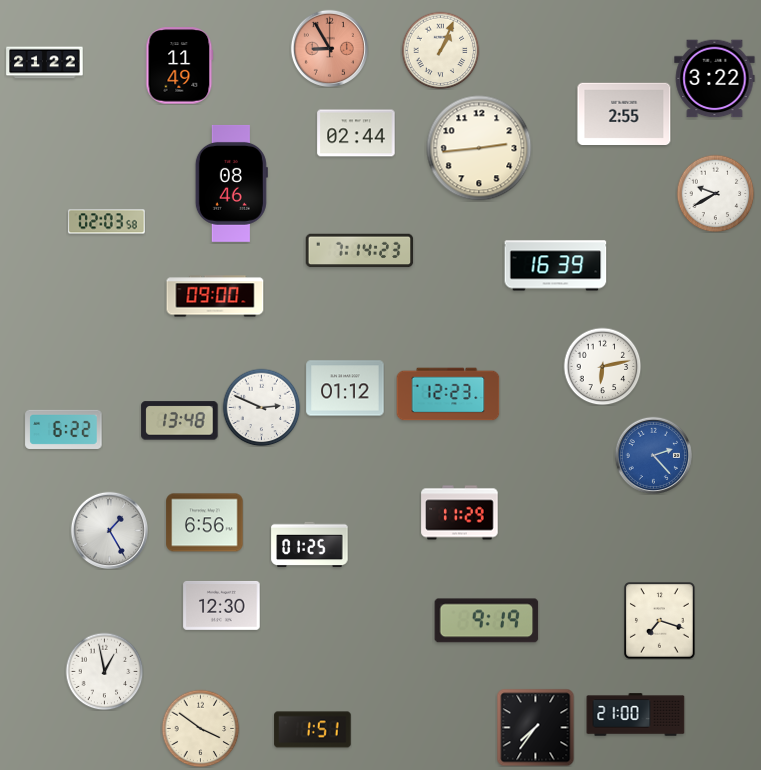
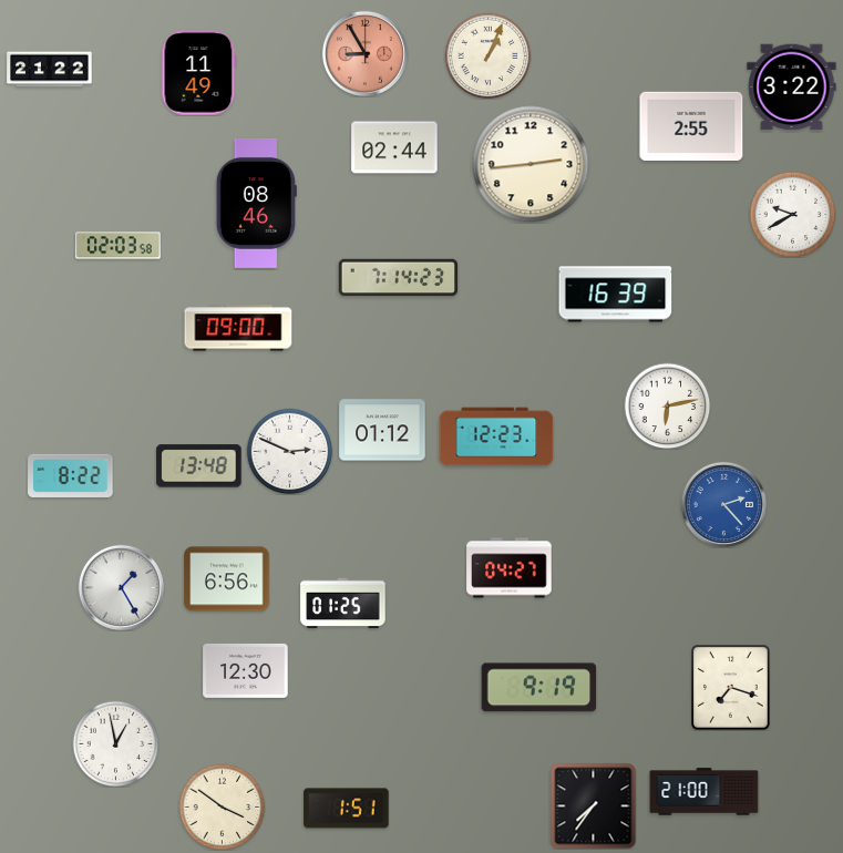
clock at (64, 429): 6:22 -> 8:22
clock at (460, 513): 11:29 -> 04:27
